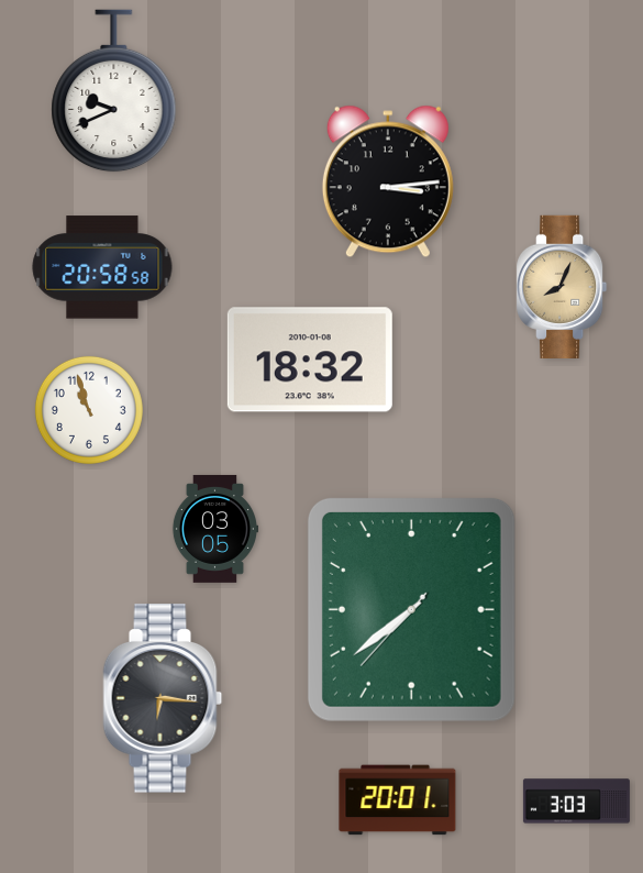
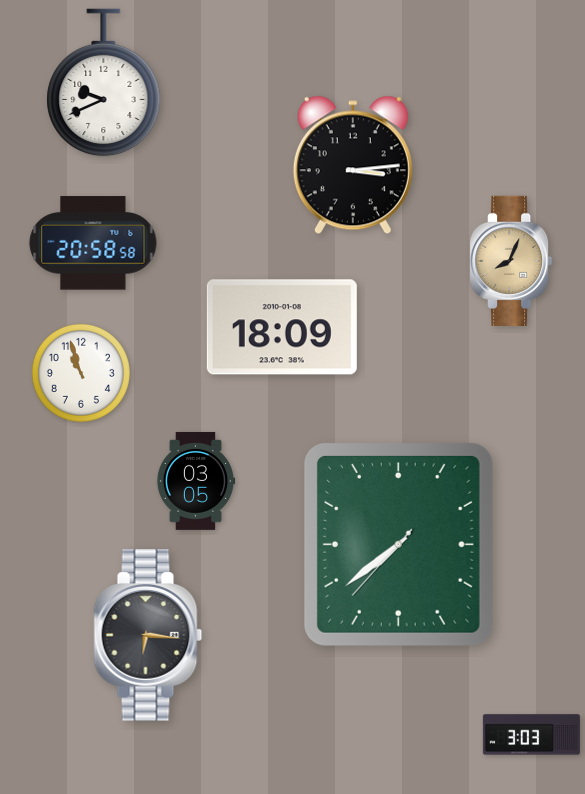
clock at (310, 360): 18:32 -> 18:09
clock at (411, 609) position: (411, 609) -> (398, 544)
clock at (398, 800): 20:01 -> none
clock at (576, 802) position: (576, 802) -> (531, 735)
